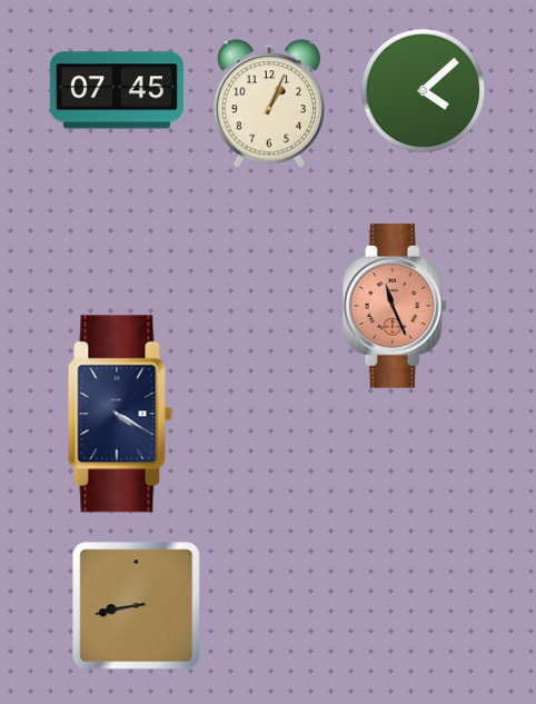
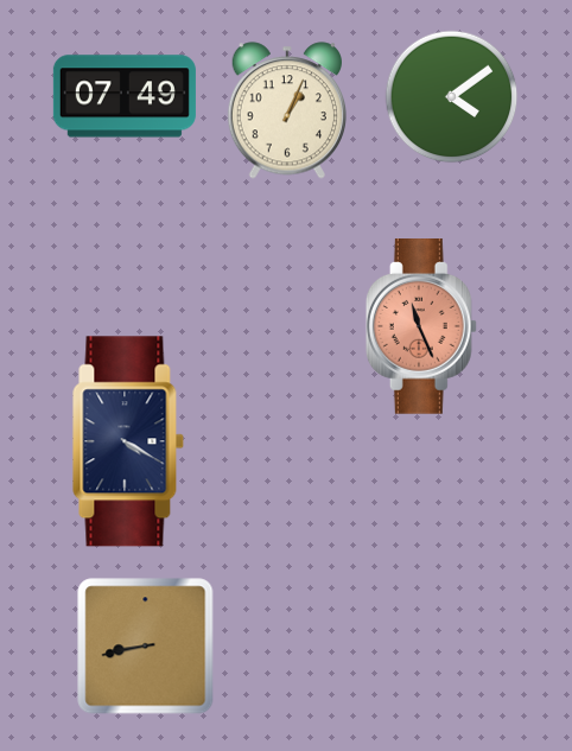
clock at (117, 90): 07:45 -> 07:49
clock at (424, 91): 4:08 -> 4:09
